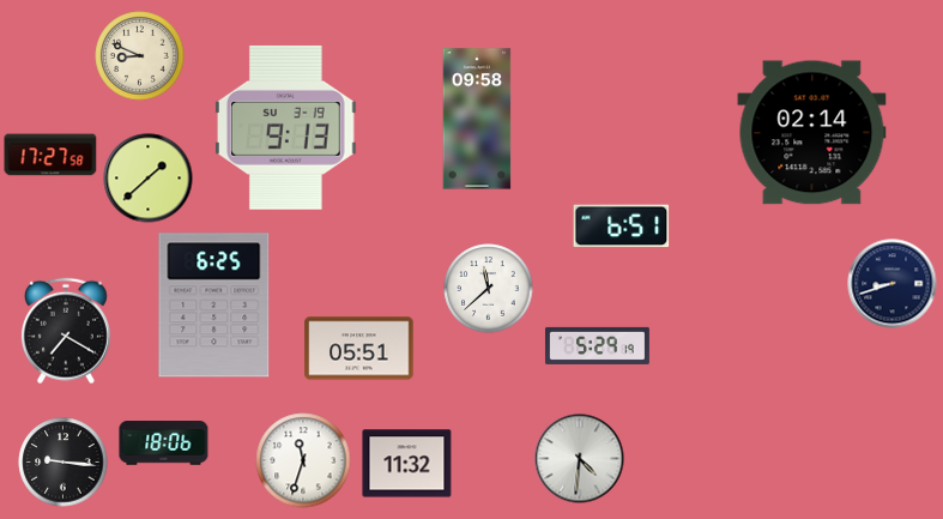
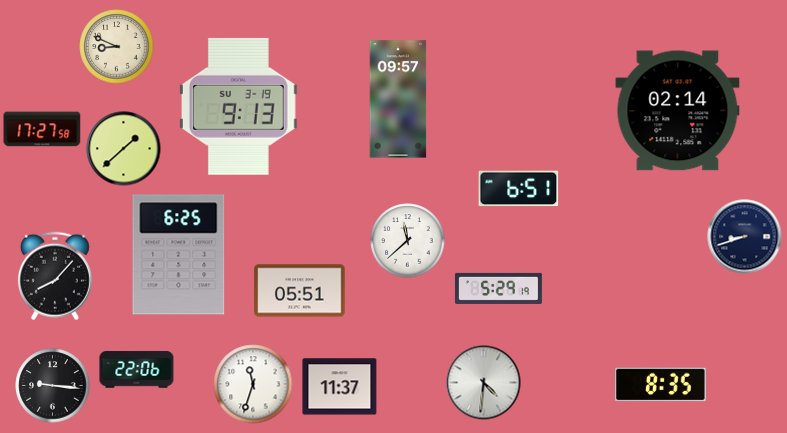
clock at (477, 119): 09:58 -> 09:57
clock at (66, 331): 7:20 -> 8:07
clock at (164, 443): 18:06 -> 22:06
clock at (661, 385): none -> 8:35
clock at (407, 464): 11:32 -> 11:37
